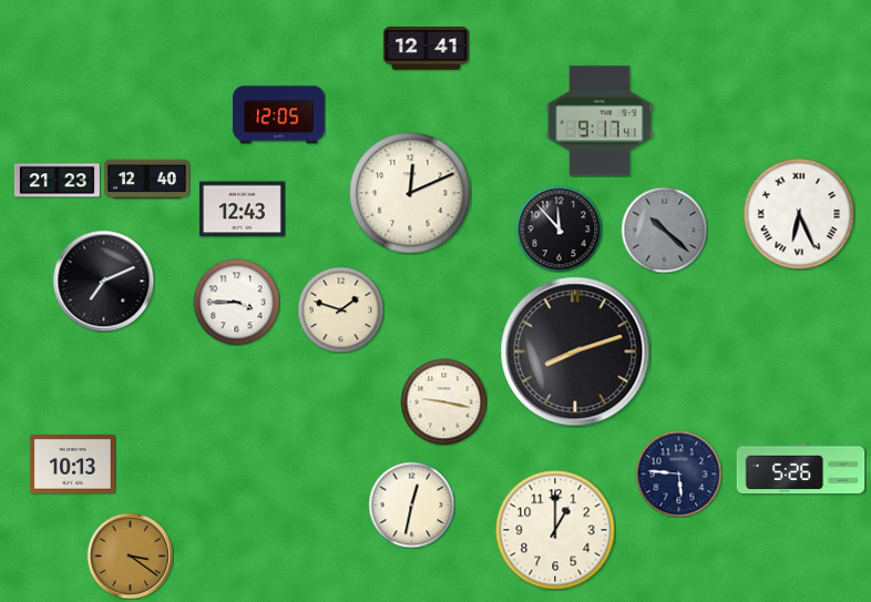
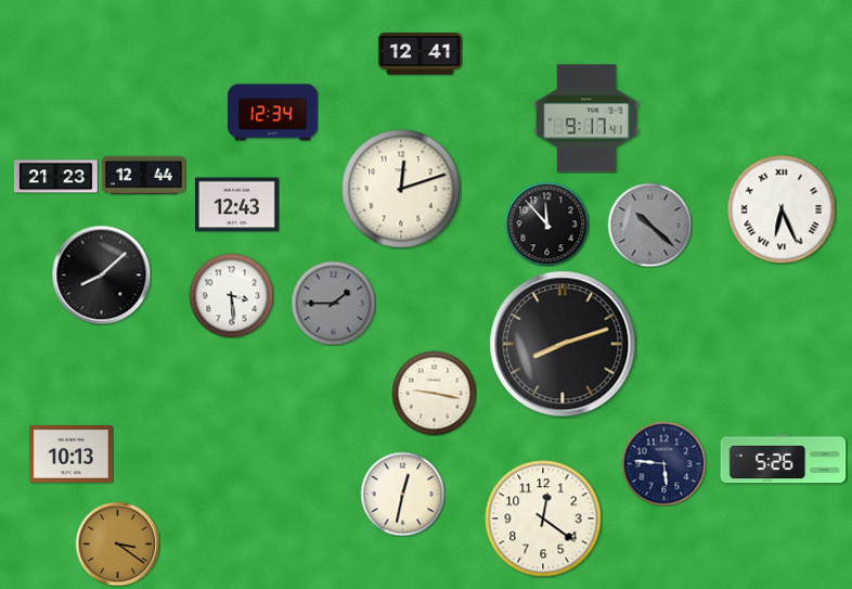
clock at (426, 49) position: (426, 49) -> (419, 54)
clock at (279, 115): 12:05 -> 12:34
clock at (146, 178): 12:40 -> 12:44
clock at (410, 193): 12:11 -> 12:12
clock at (103, 280): 7:11 -> 8:08
clock at (236, 302): 3:45 -> 3:29
clock at (340, 309): 1:48 -> 1:45
clock at (340, 309) dial: cream -> grey
clock at (555, 530): 1:00 -> 12:21
clock at (130, 555) position: (130, 555) -> (117, 543)
